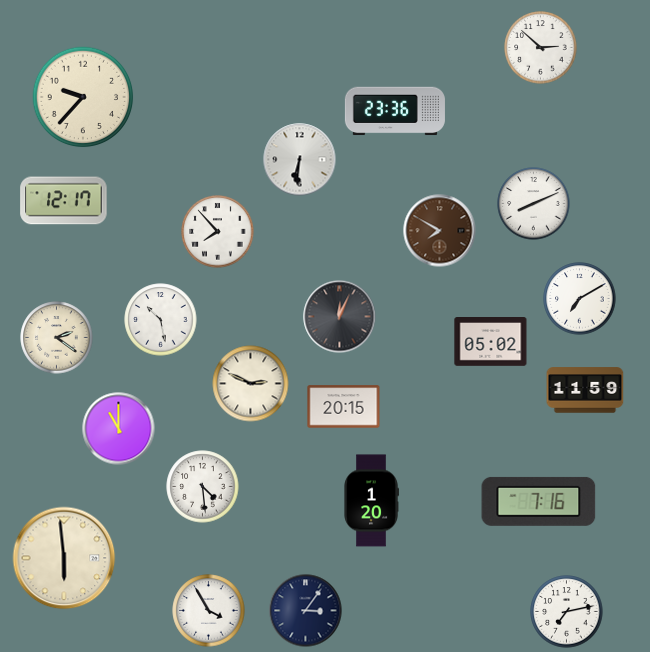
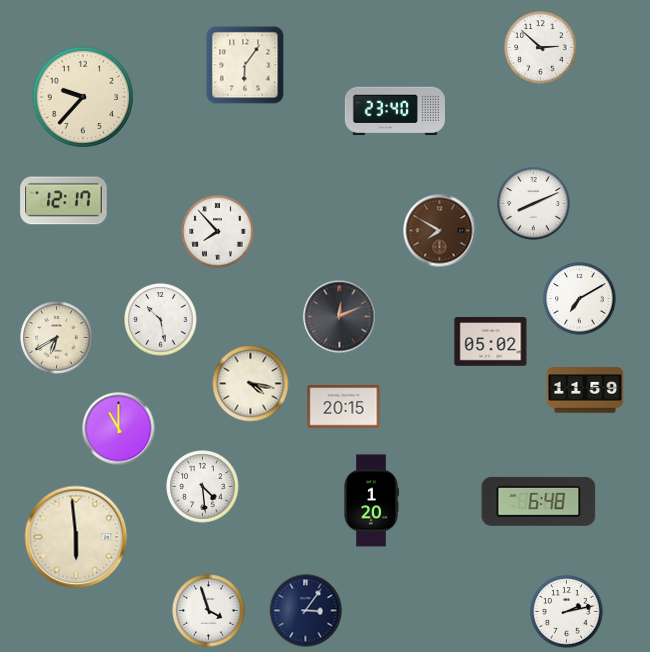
clock at (245, 65): none -> 6:06
clock at (395, 111): 23:36 -> 23:40
clock at (300, 160): 6:31 -> none
clock at (340, 317): 12:04 -> 12:11
clock at (57, 338): 2:21 -> 6:40
clock at (251, 384): 2:49 -> 4:17
clock at (539, 501): 7:16 -> 6:48
clock at (64, 558) position: (64, 558) -> (76, 537)
clock at (209, 611): 3:55 -> 3:57
clock at (567, 612): 7:13 -> 2:13
